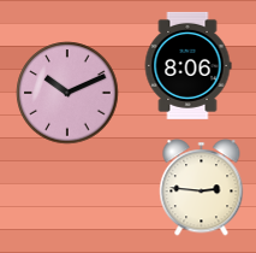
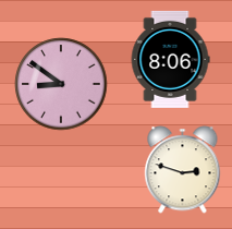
clock at (67, 93): 10:11 -> 8:51
clock at (202, 188): 2:46 -> 2:48
